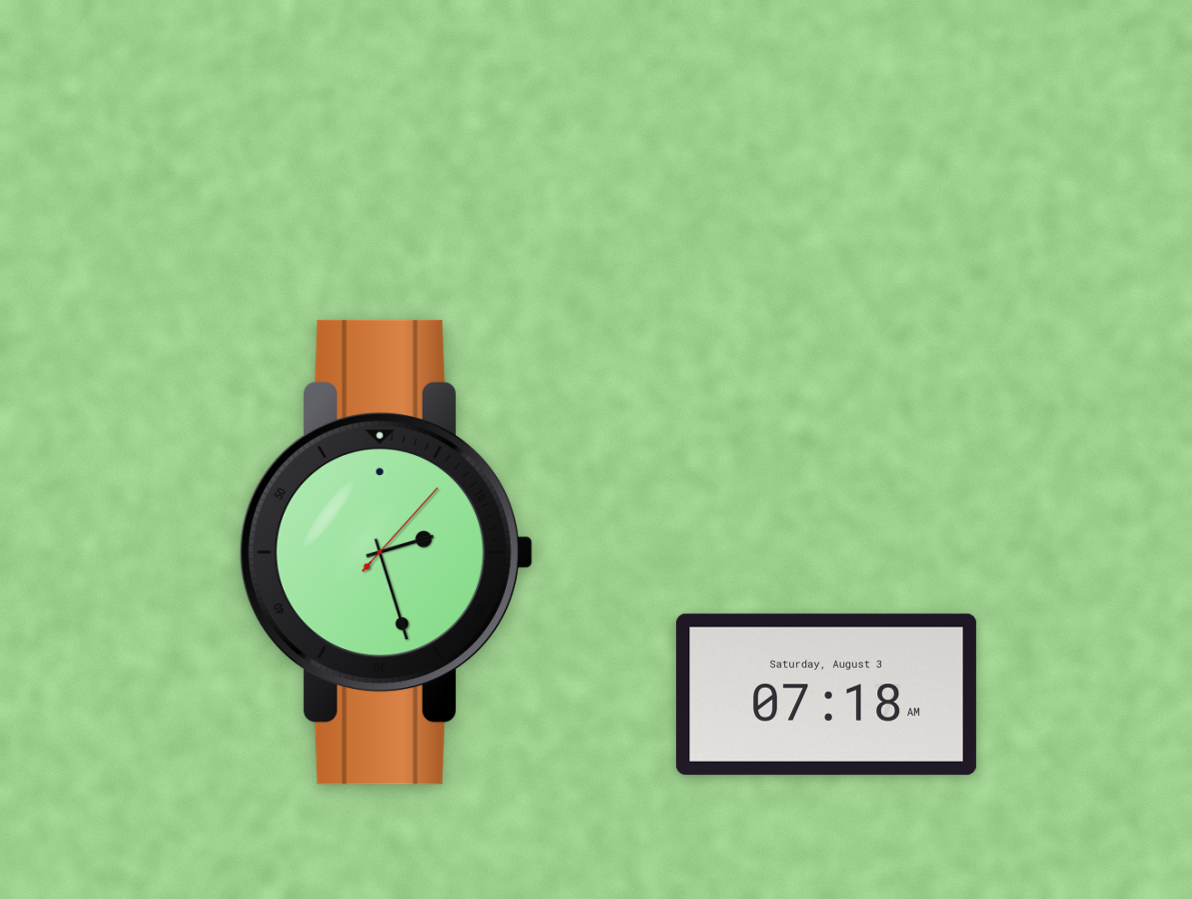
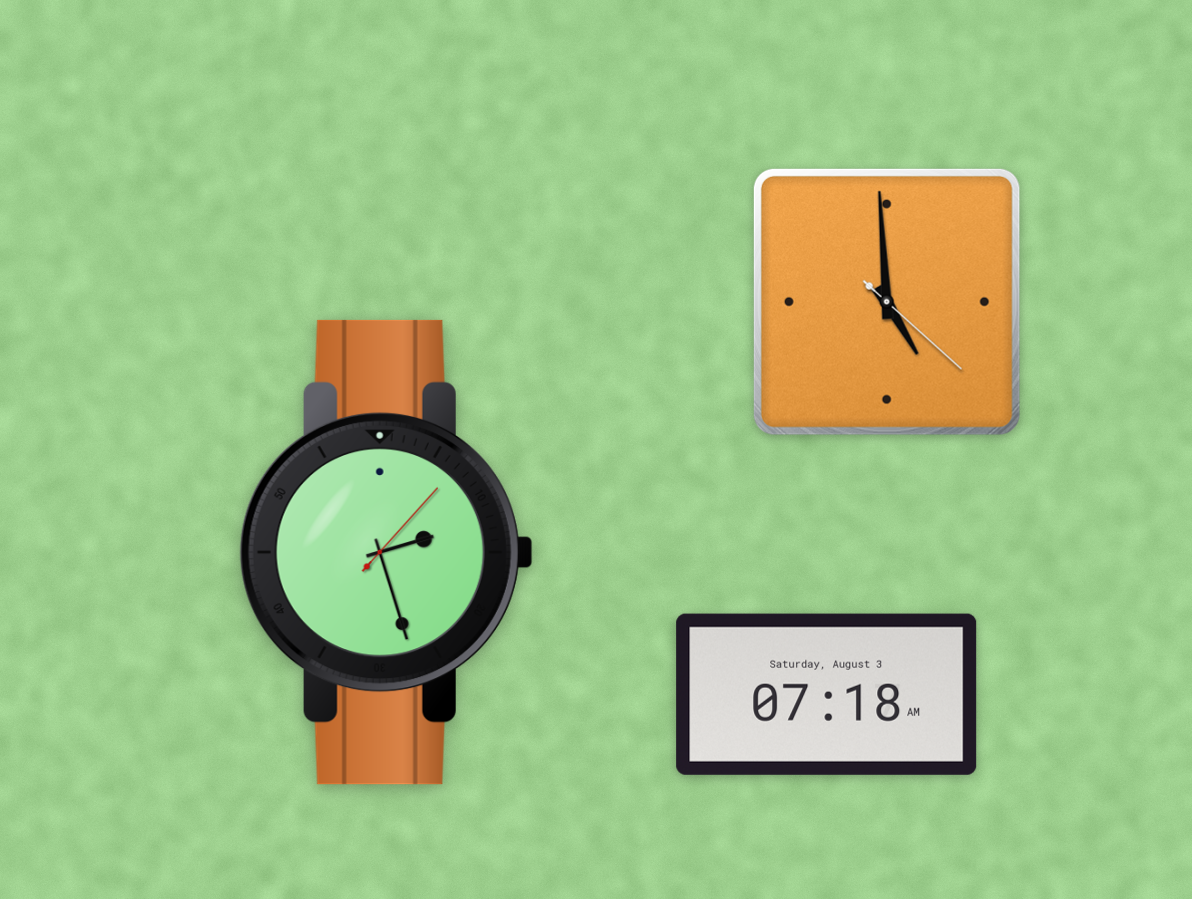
clock at (887, 302): none -> 4:59
